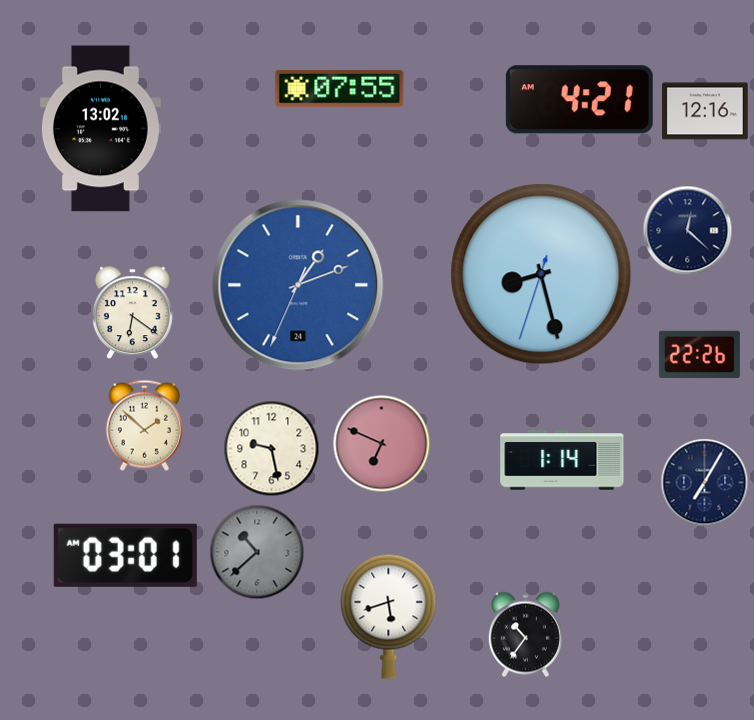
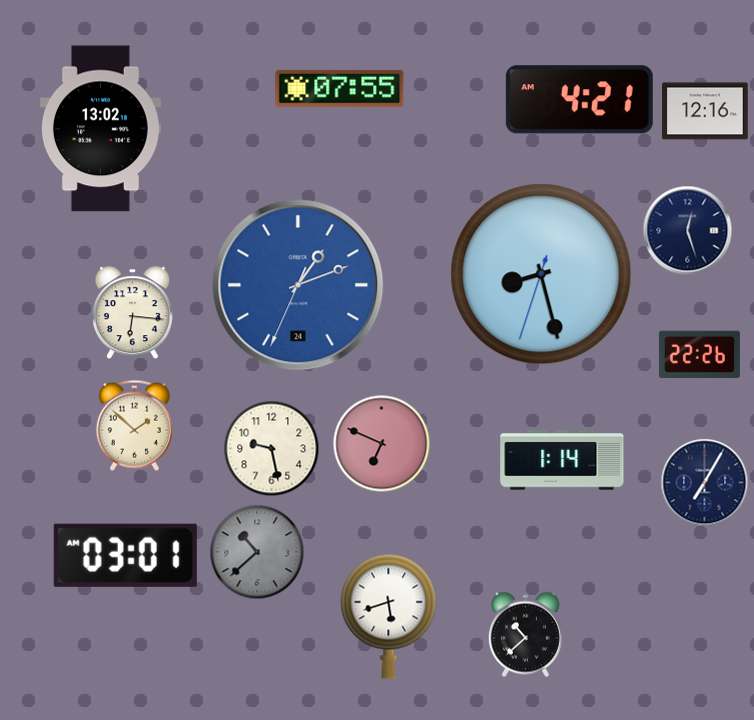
clock at (688, 231): 12:22 -> 12:27
clock at (132, 313): 6:21 -> 6:16
clock at (144, 425) position: (144, 425) -> (134, 425)
clock at (525, 635): 10:36 -> 10:38
